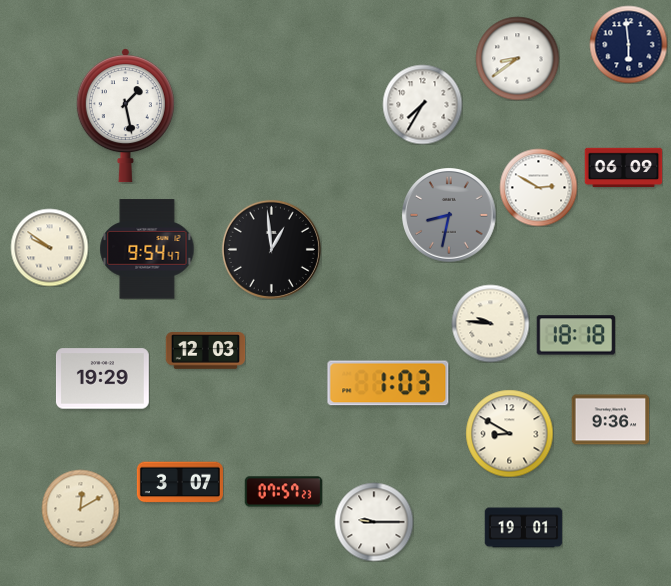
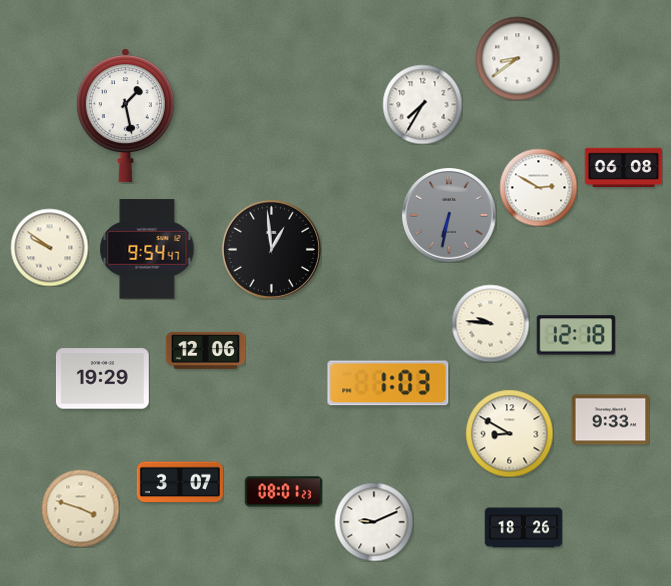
clock at (628, 44): 5:59 -> none
clock at (623, 168): 06:09 -> 06:08
clock at (449, 215): 8:32 -> 6:32
clock at (576, 335): 18:18 -> 12:18
clock at (205, 351): 12:03 -> 12:06
clock at (610, 420): 9:36 -> 9:33
clock at (283, 492): 07:57 -> 08:01
clock at (80, 508): 12:10 -> 3:48
clock at (374, 522): 9:15 -> 9:11
clock at (523, 528): 19:01 -> 18:26
